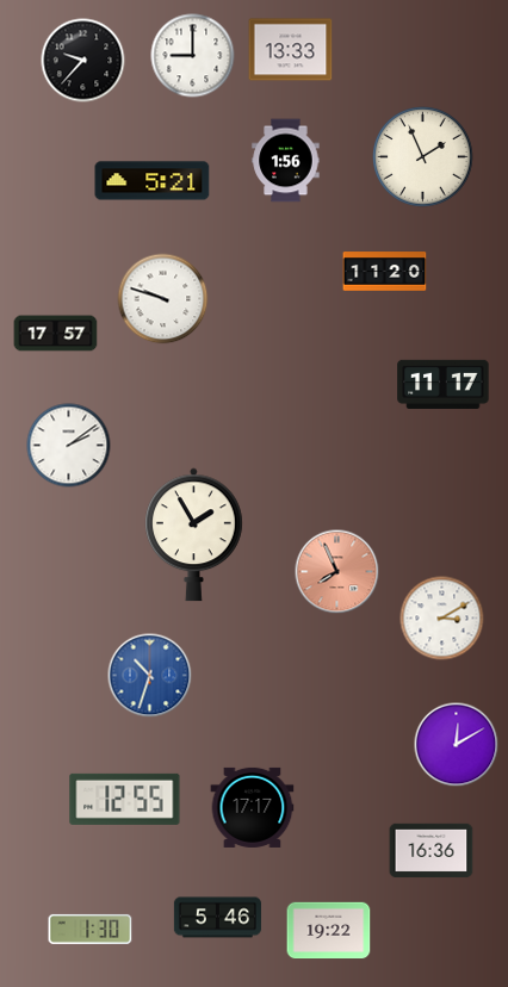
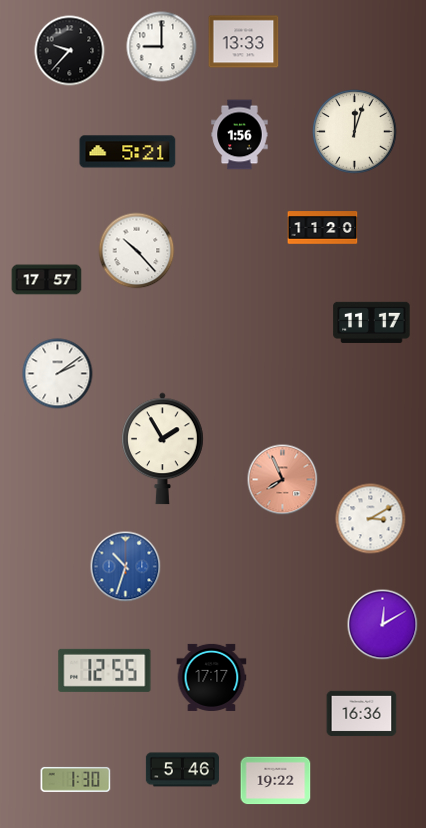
clock at (423, 157): 1:56 -> 12:03
clock at (163, 299): 9:48 -> 10:23
